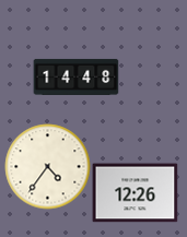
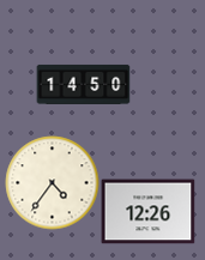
clock at (75, 76): 14:48 -> 14:50
